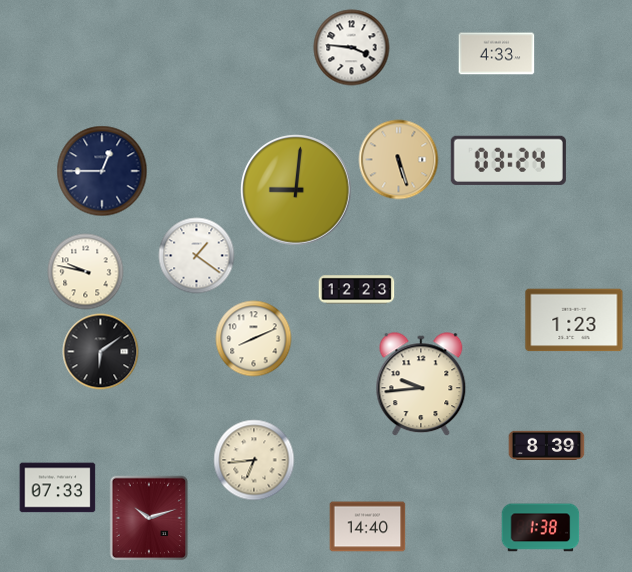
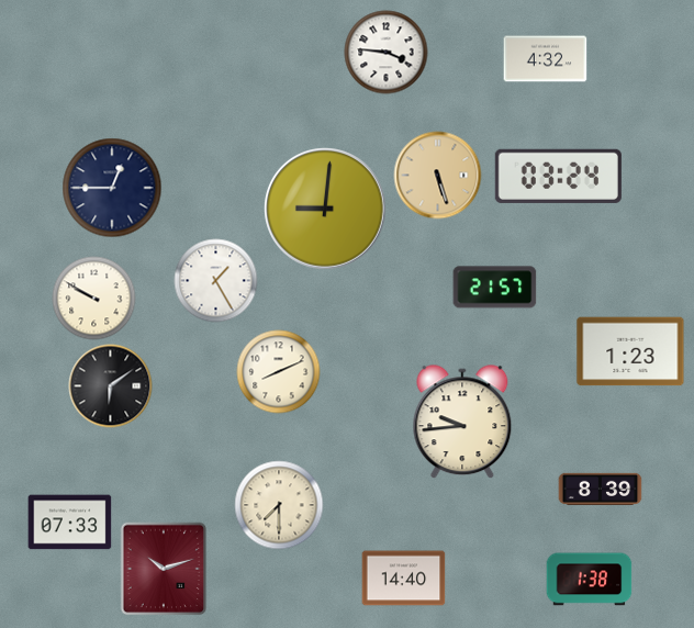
clock at (497, 54): 4:33 -> 4:32
clock at (197, 256): 1:21 -> 1:25
clock at (495, 288): none -> 21:57
clock at (86, 272): 9:47 -> 9:50
clock at (357, 290): 12:23 -> none
clock at (254, 460): 6:44 -> 7:30
clock at (58, 488) position: (58, 488) -> (70, 523)
clock at (541, 528) position: (541, 528) -> (590, 580)
